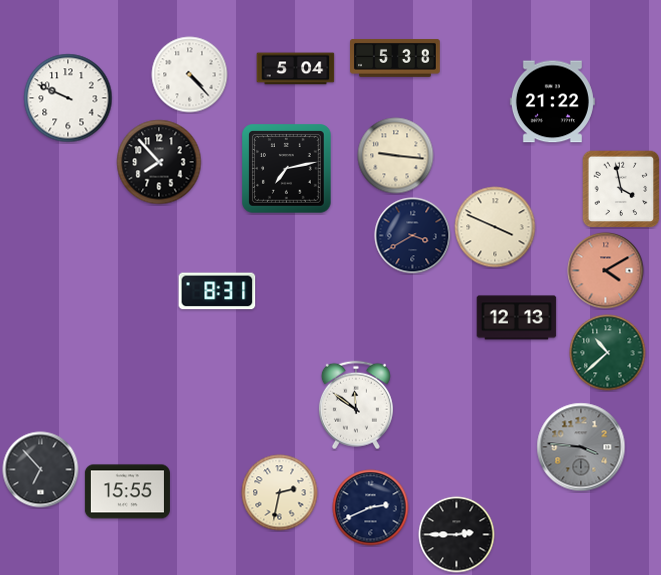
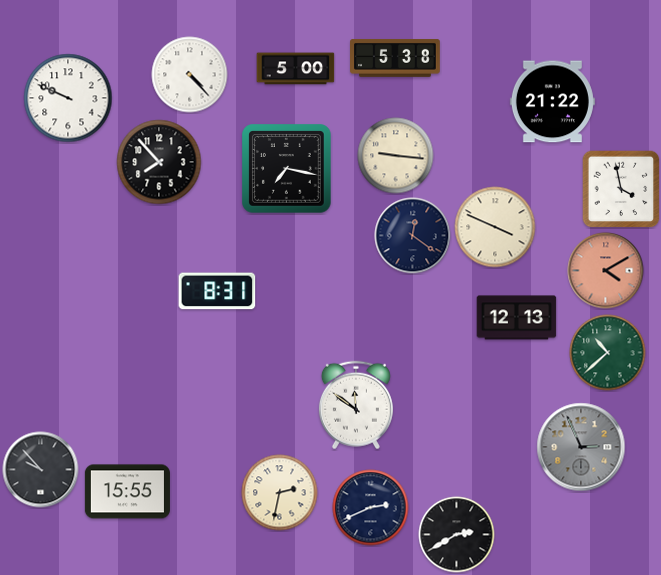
clock at (296, 69): 5:04 -> 5:00
clock at (287, 169): 7:13 -> 7:17
clock at (413, 236): 3:40 -> 12:21
clock at (581, 447): 3:46 -> 2:56
clock at (41, 470): 6:53 -> 9:53
clock at (457, 535): 2:45 -> 2:40
